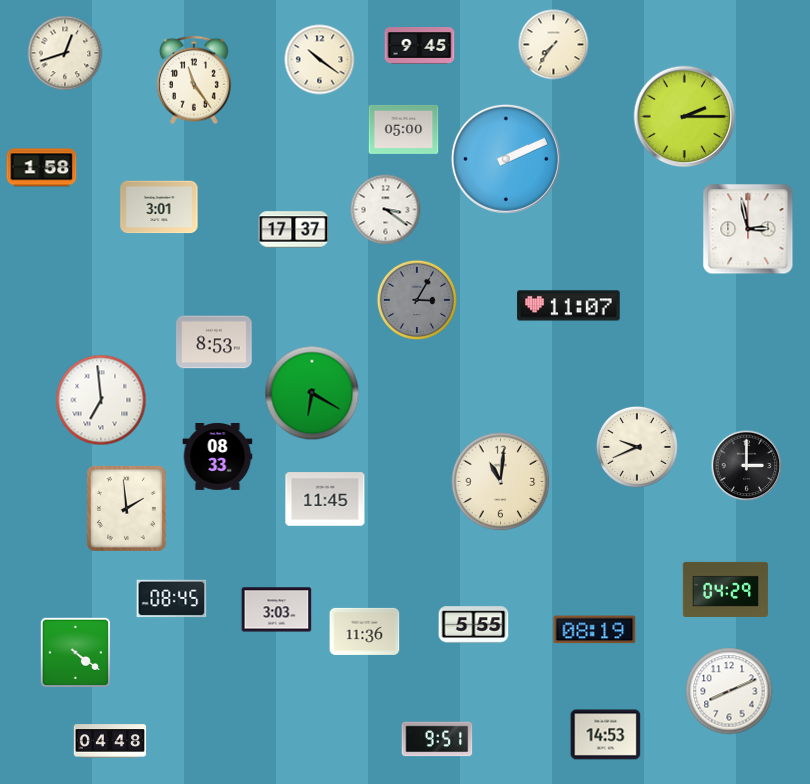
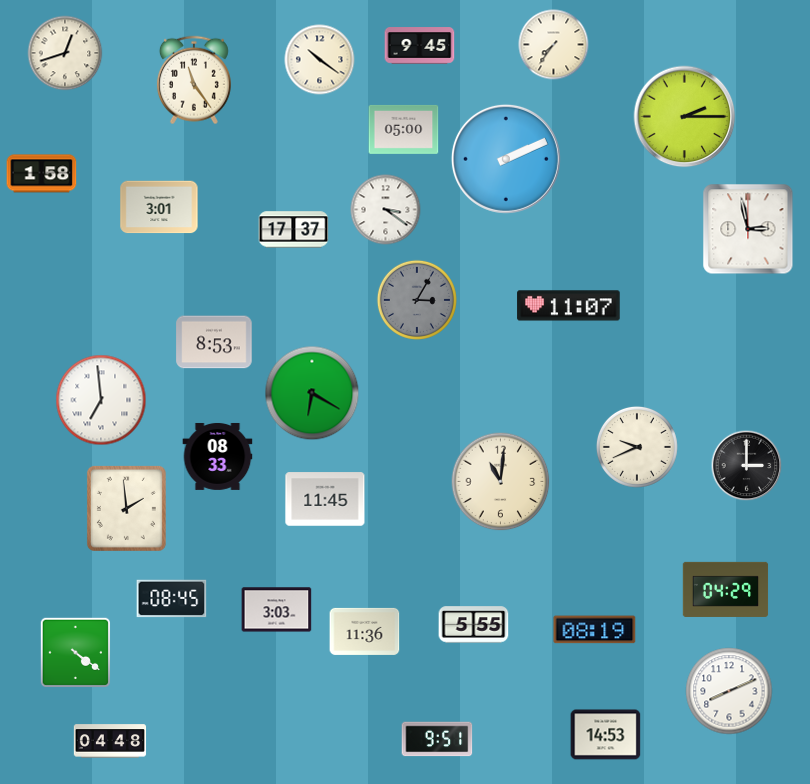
clock at (42, 168) position: (42, 168) -> (42, 174)
